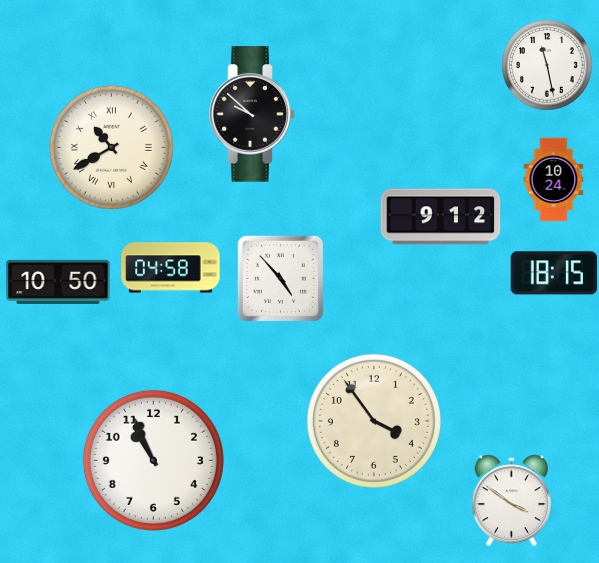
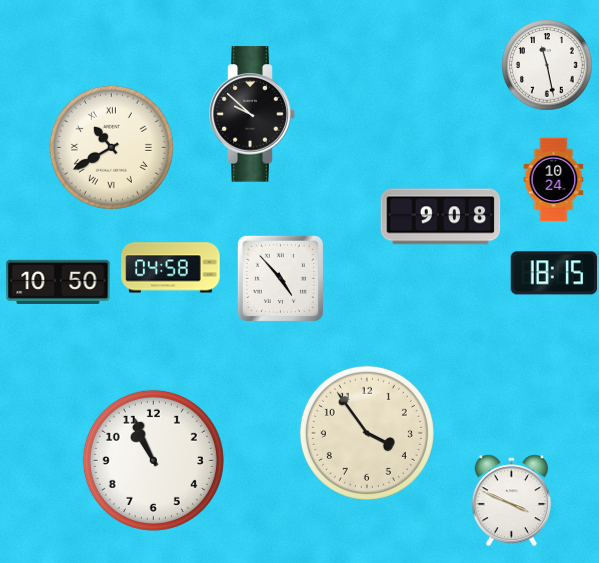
clock at (441, 217): 9:12 -> 9:08
clock at (374, 421) position: (374, 421) -> (367, 433)
clock at (511, 501): 3:51 -> 3:49
